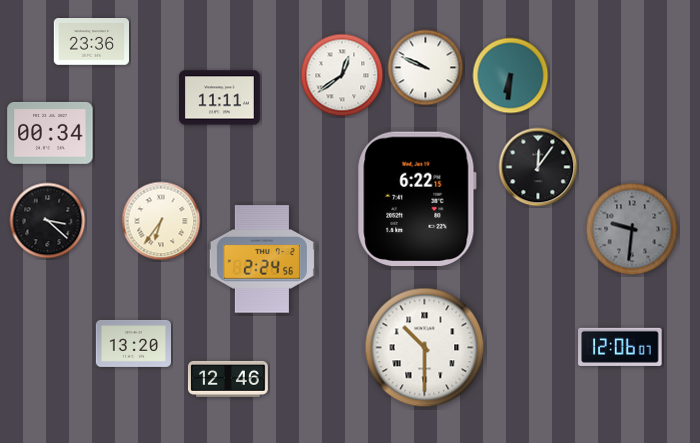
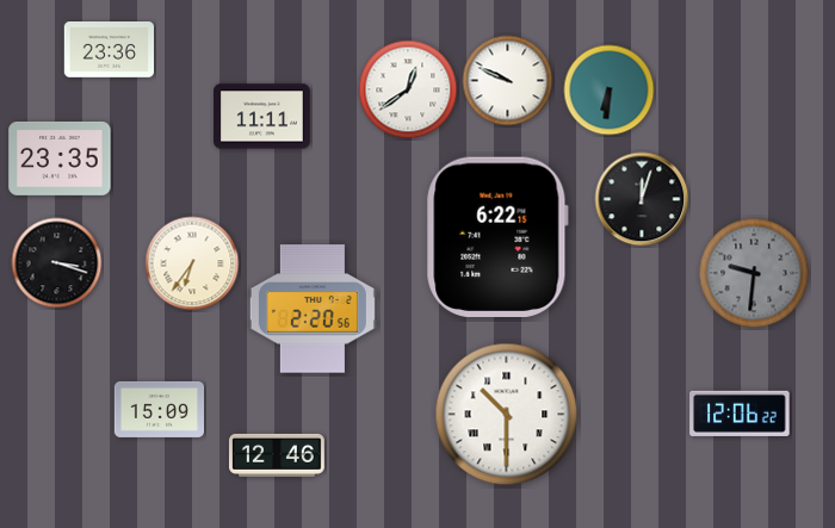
clock at (50, 133): 00:34 -> 23:35
clock at (538, 167): 12:06 -> 12:03
clock at (48, 221): 3:22 -> 3:18
clock at (262, 259): 2:24 -> 2:20
clock at (133, 343): 13:20 -> 15:09
clock at (620, 347): 12:06:07 -> 12:06:22
clock at (228, 379) position: (228, 379) -> (277, 455)
